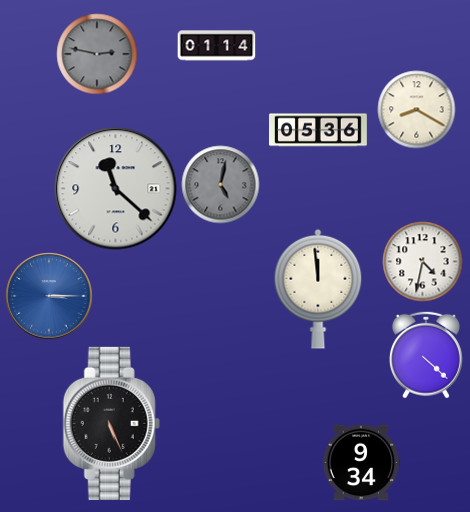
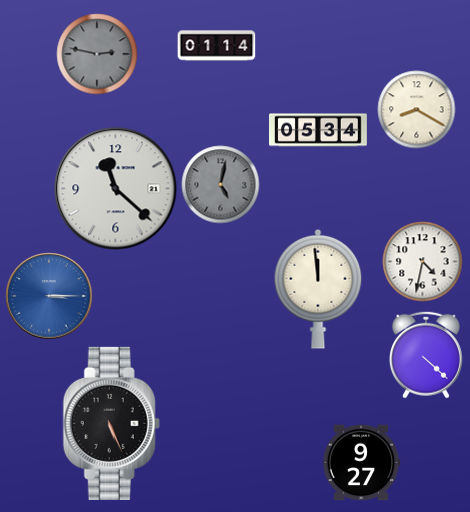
clock at (319, 130): 05:36 -> 05:34
clock at (361, 463): 9:34 -> 9:27
